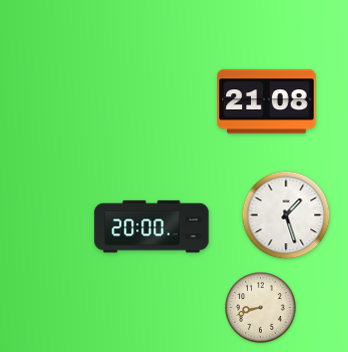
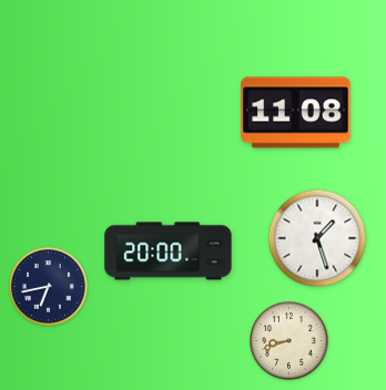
clock at (267, 102): 21:08 -> 11:08
clock at (49, 287): none -> 6:43
